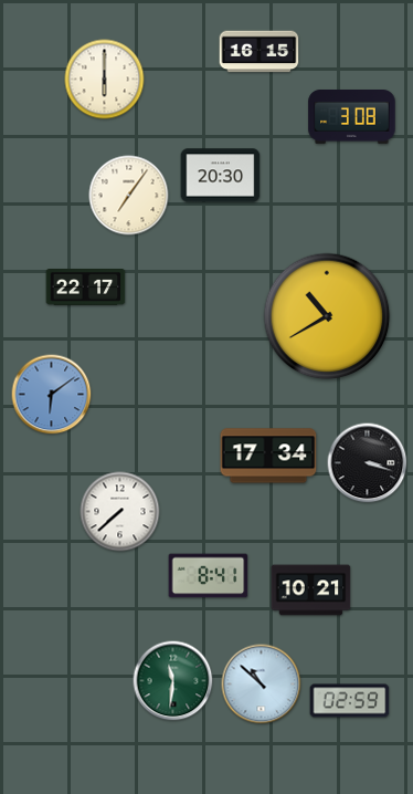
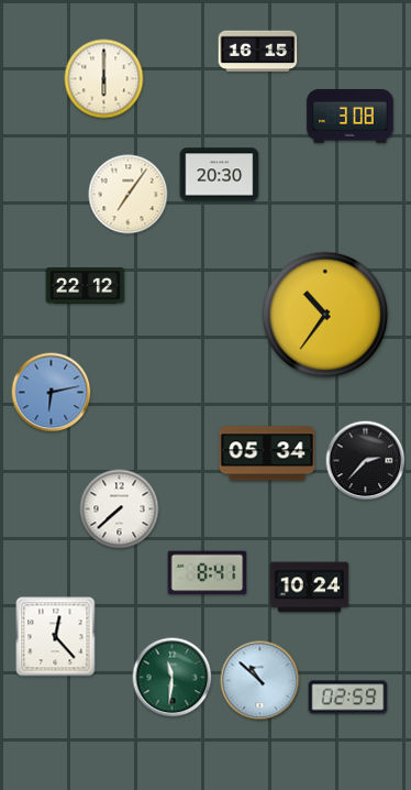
clock at (86, 288): 22:17 -> 22:12
clock at (327, 316): 10:40 -> 10:36
clock at (52, 395): 6:09 -> 6:13
clock at (268, 456): 17:34 -> 05:34
clock at (368, 463): 3:18 -> 2:37
clock at (311, 591): 10:21 -> 10:24
clock at (56, 637): none -> 12:23
